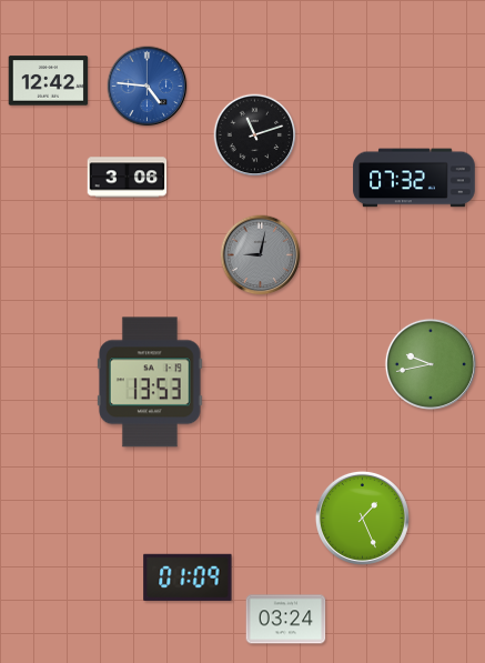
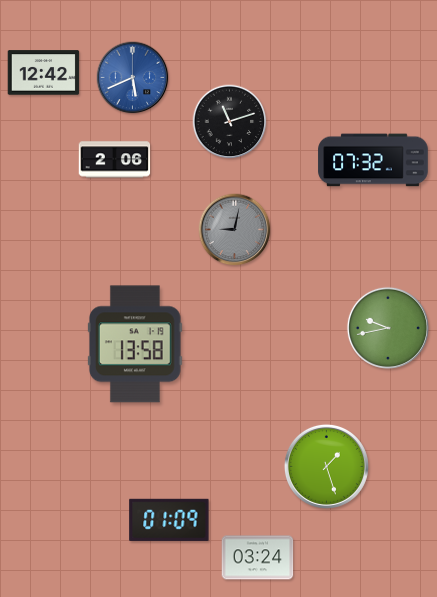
clock at (148, 87): 4:46 -> 5:41
clock at (128, 178): 3:06 -> 2:06
clock at (150, 382): 13:53 -> 13:58
clock at (362, 518): 1:26 -> 1:27
